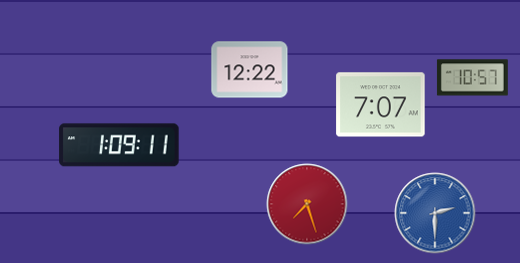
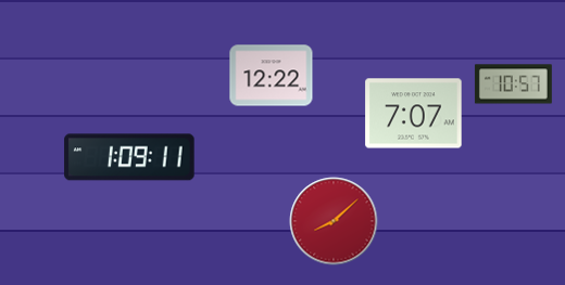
clock at (307, 204): 7:27 -> 8:08
clock at (435, 213): 2:30 -> none
